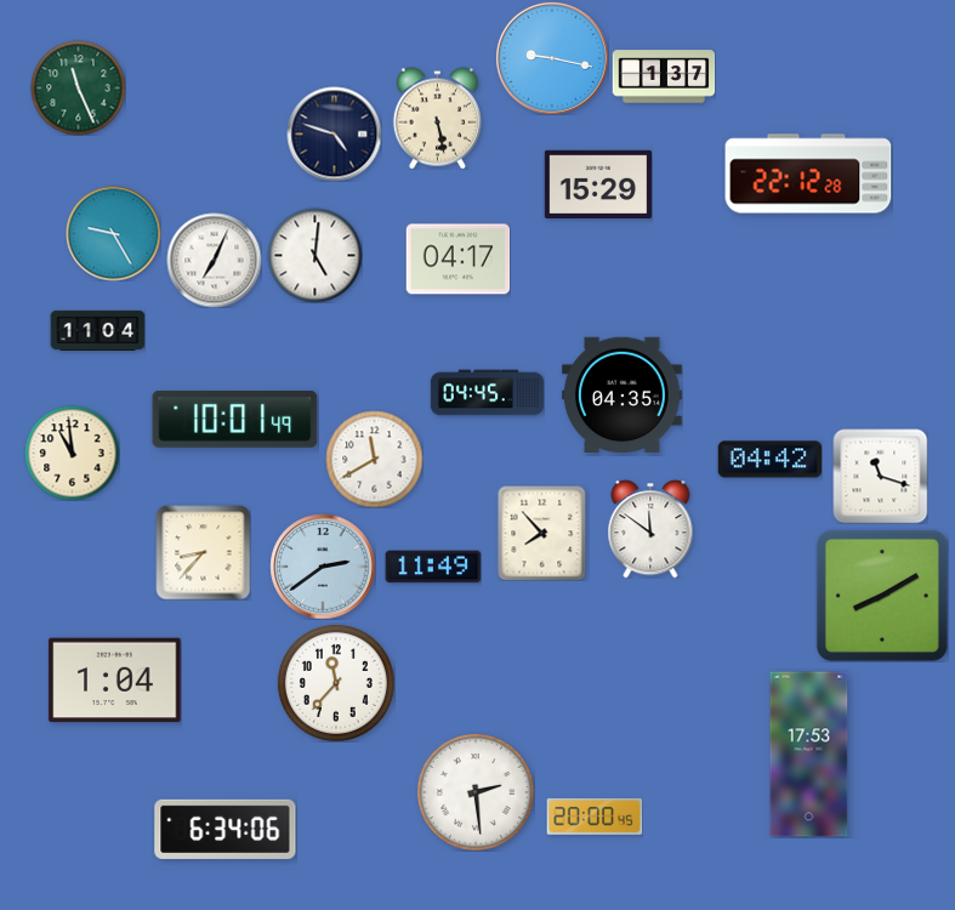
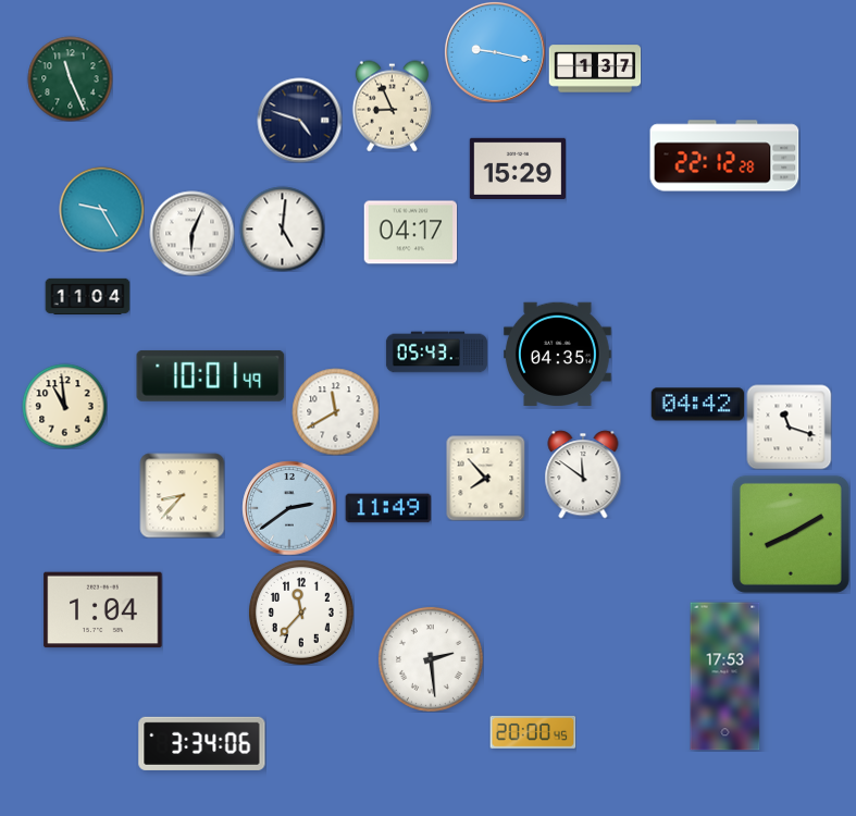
clock at (437, 118): 5:28 -> 8:56
clock at (597, 183) position: (597, 183) -> (517, 168)
clock at (214, 260): 7:04 -> 6:04
clock at (487, 393): 04:45 -> 05:43
clock at (769, 460) position: (769, 460) -> (697, 405)
clock at (476, 792) position: (476, 792) -> (431, 659)
clock at (226, 829): 6:34 -> 3:34
